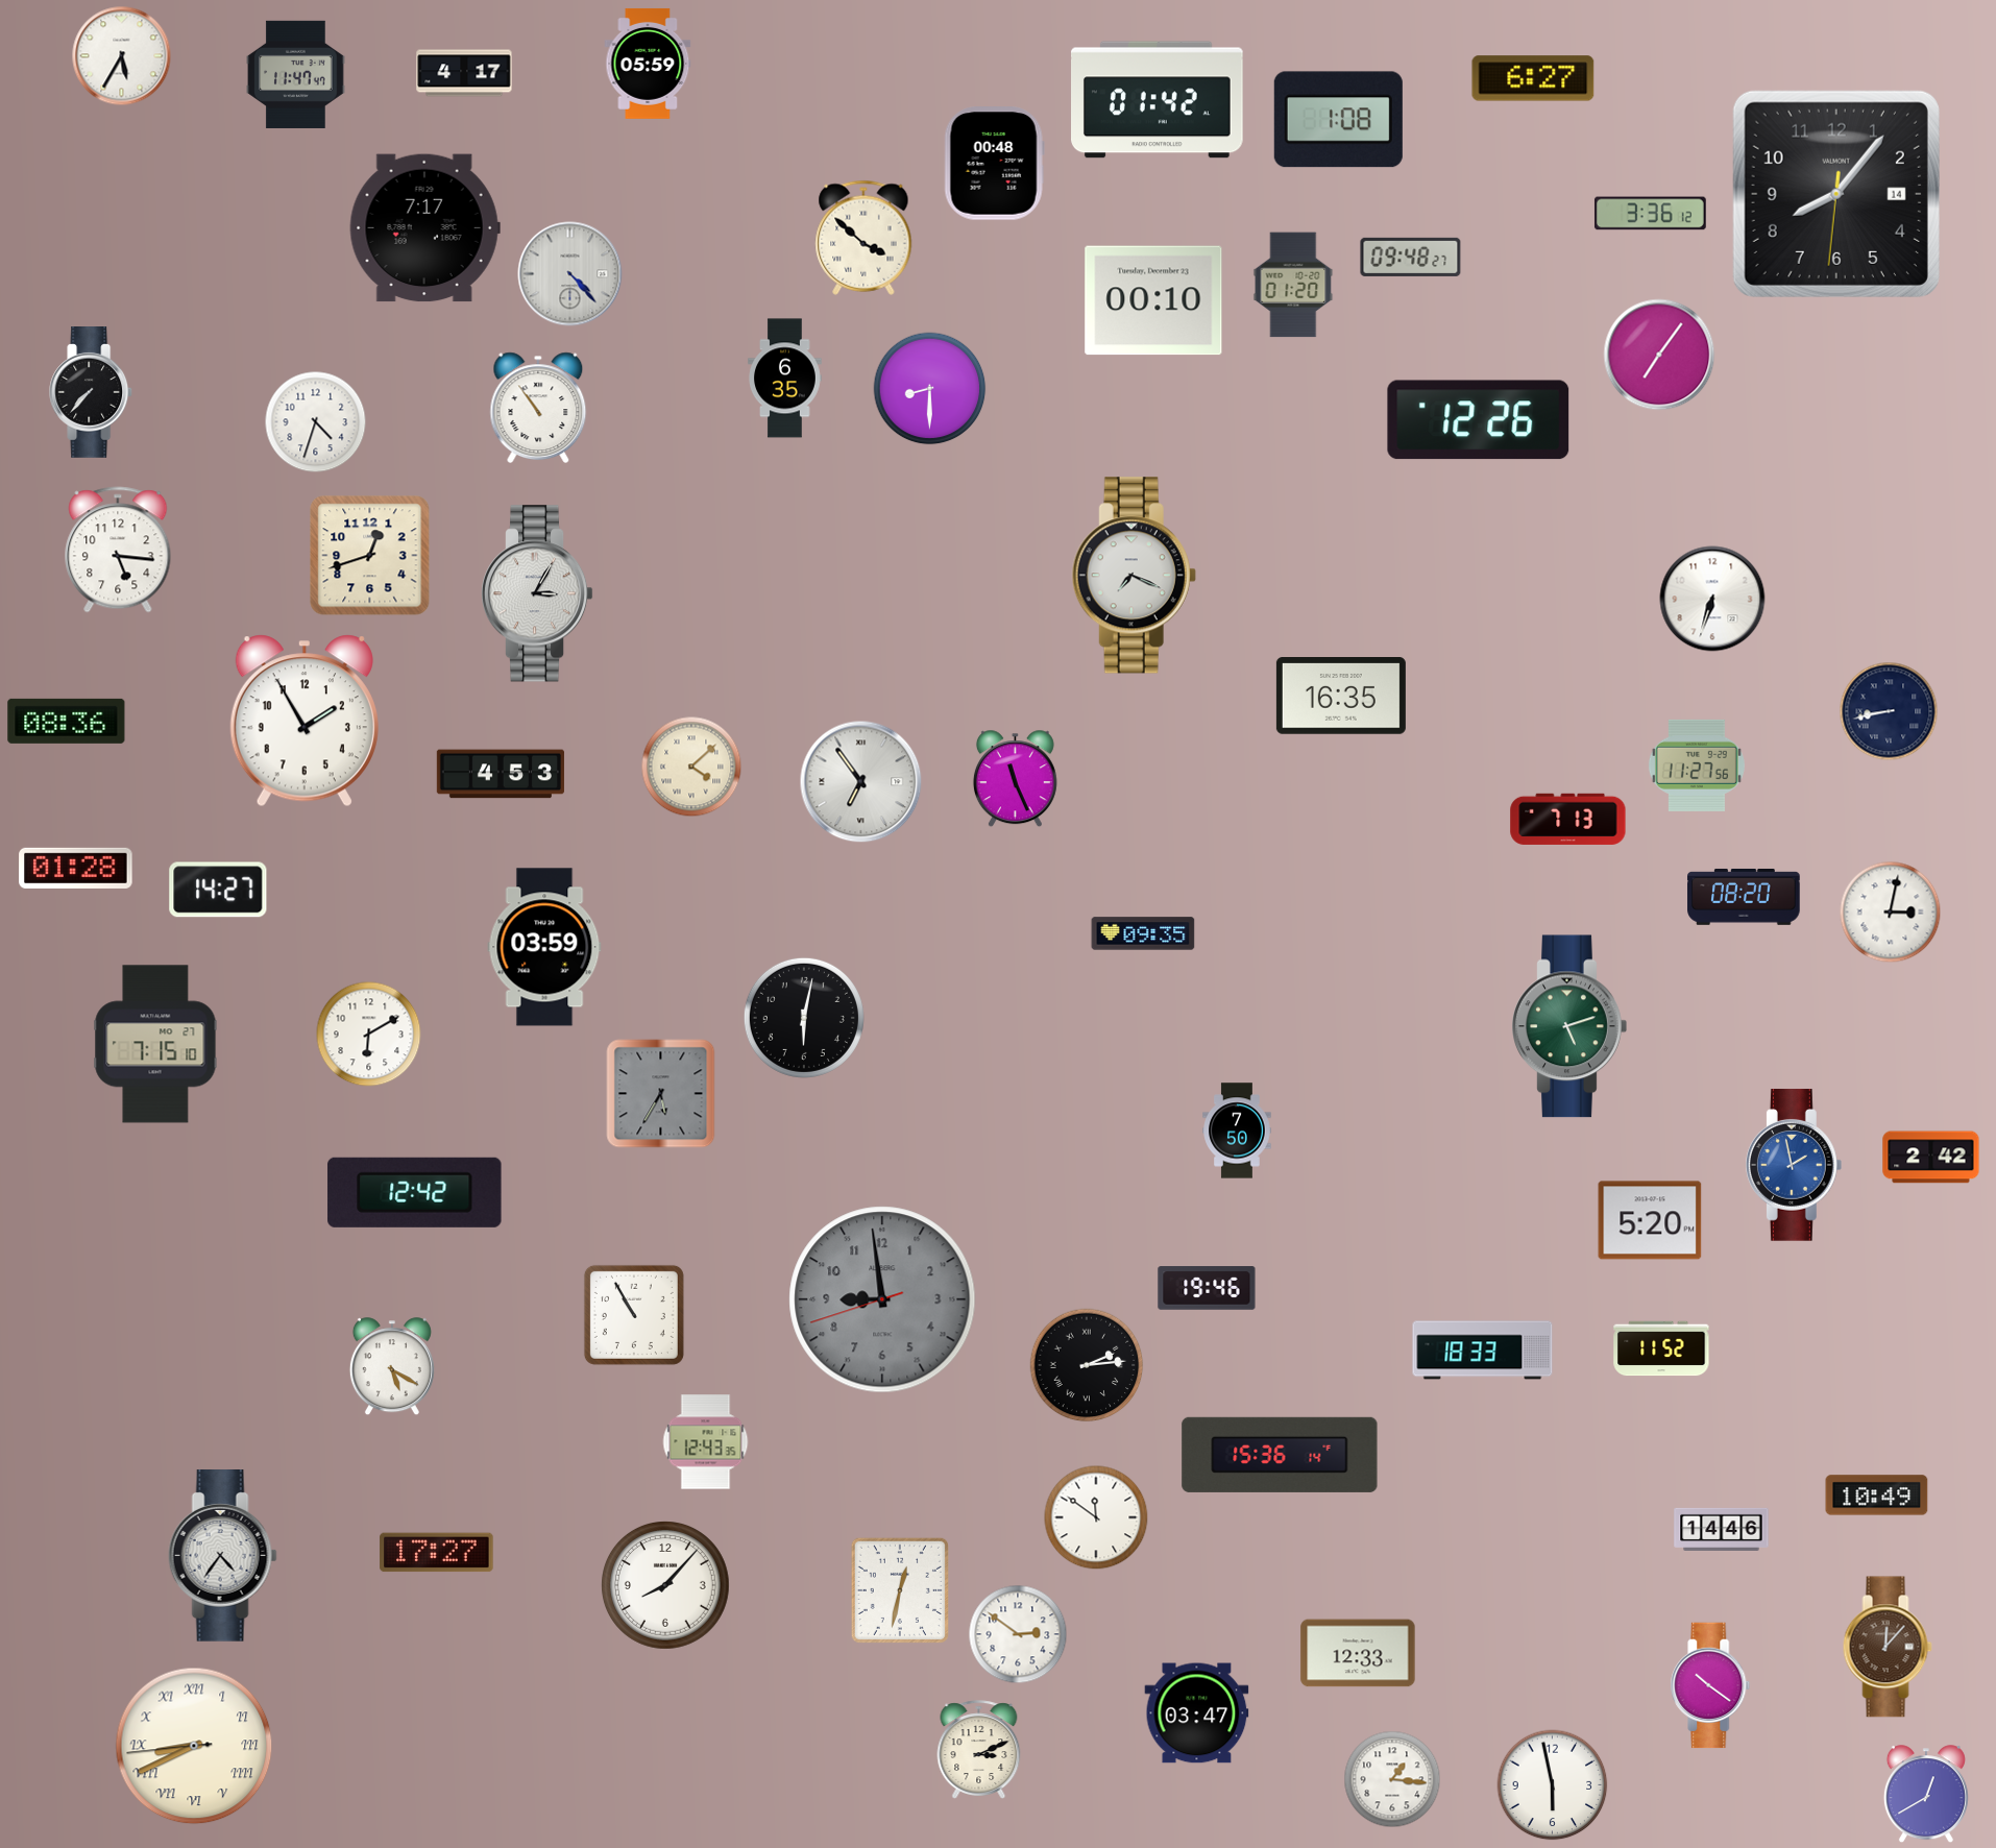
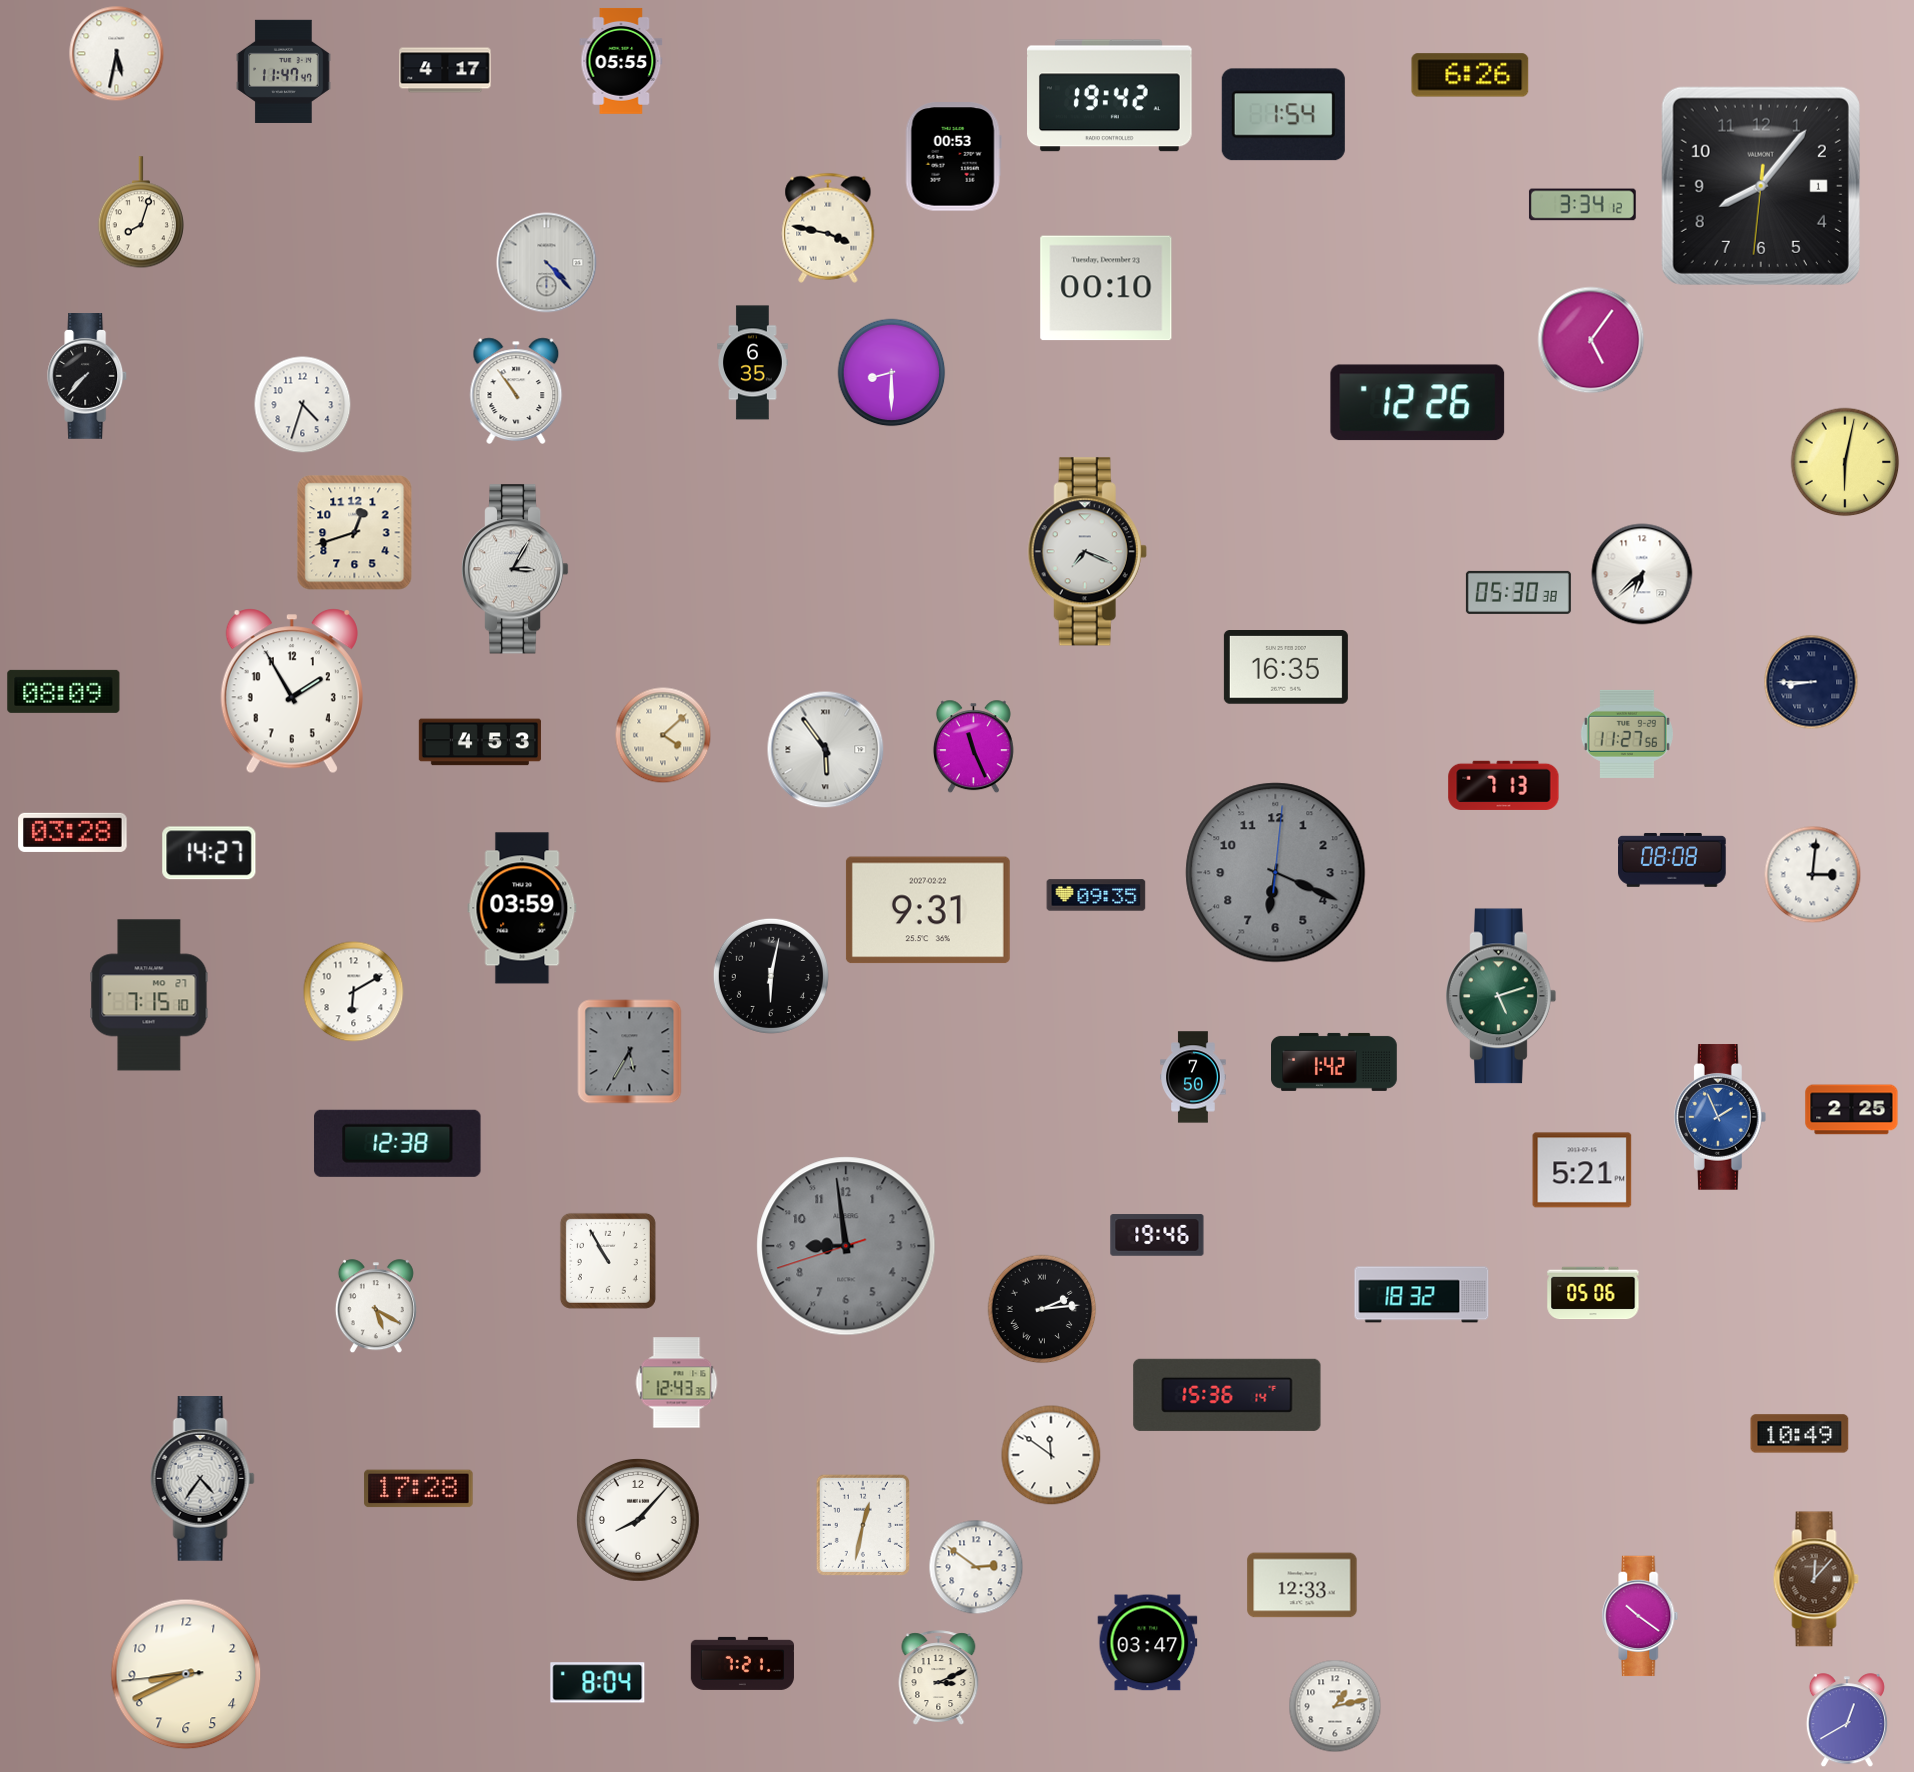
clock at (122, 56): 5:35 -> 5:32
clock at (648, 64): 05:59 -> 05:55
clock at (1533, 78): 6:27 -> 6:26
clock at (1158, 100): 01:42 -> 19:42
clock at (1338, 120): 1:08 -> 1:54
clock at (994, 164): 00:48 -> 00:53
clock at (1836, 194) date: 14 -> 1
clock at (1651, 214): 3:36 -> 3:34
clock at (141, 213): none -> 8:03
clock at (424, 228): 7:17 -> none
clock at (863, 238): 3:52 -> 3:47
clock at (1411, 257): 09:48 -> none
clock at (1293, 285): 01:20 -> none
clock at (1659, 355): 7:06 -> 5:06
clock at (1845, 462): none -> 6:02
clock at (118, 550): 5:16 -> none
clock at (1712, 599): 6:33 -> 6:38
clock at (1518, 592): none -> 05:30
clock at (1889, 711): 8:43 -> 8:45
clock at (67, 721): 08:36 -> 08:09
clock at (861, 782): 6:54 -> 5:54
clock at (76, 868): 01:28 -> 03:28
clock at (1744, 897): 08:20 -> 08:08
clock at (1276, 873): none -> 6:19
clock at (1891, 913): 3:02 -> 3:01
clock at (928, 910): none -> 9:31
clock at (1569, 1026) position: (1569, 1026) -> (1501, 996)
clock at (155, 1044) position: (155, 1044) -> (149, 995)
clock at (661, 1094) position: (661, 1094) -> (630, 1052)
clock at (1334, 1062): none -> 1:42
clock at (1237, 1130) position: (1237, 1130) -> (1193, 1077)
clock at (1931, 1158): 2:42 -> 2:25
clock at (1794, 1165): 1:58 -> 1:56
clock at (415, 1192): 12:42 -> 12:38
clock at (1650, 1220): 5:20 -> 5:21
clock at (1661, 1348): 11:52 -> 05:06
clock at (1483, 1351): 18:33 -> 18:32
clock at (392, 1367) position: (392, 1367) -> (376, 1307)
clock at (1722, 1529): 14:46 -> none
clock at (437, 1553): 17:27 -> 17:28
clock at (222, 1556) position: (222, 1556) -> (202, 1479)
clock at (1888, 1647) position: (1888, 1647) -> (1816, 1579)
clock at (742, 1663): none -> 7:21
clock at (194, 1746) numerals: Roman -> Arabic
clock at (598, 1683): none -> 8:04
clock at (1392, 1779): 1:16 -> 1:13
clock at (1553, 1785): 5:58 -> none
